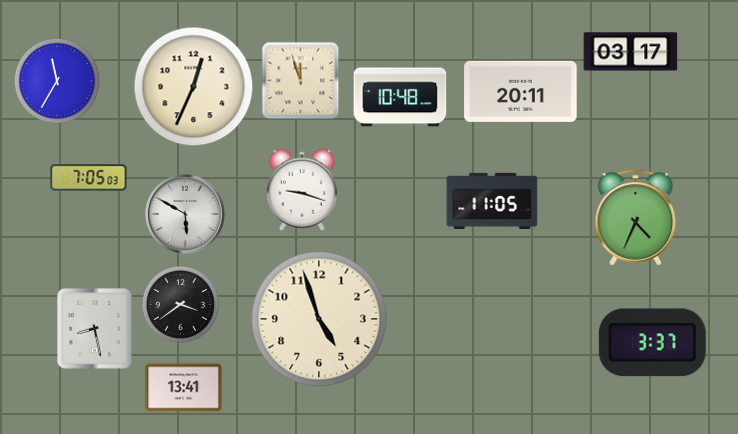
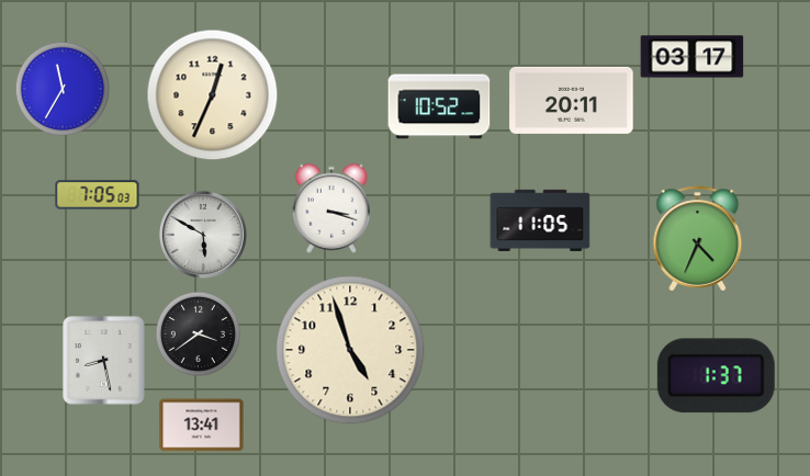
clock at (300, 80): 11:57 -> none
clock at (400, 97): 10:48 -> 10:52
clock at (302, 190): 9:18 -> 3:18
clock at (652, 343): 3:37 -> 1:37
